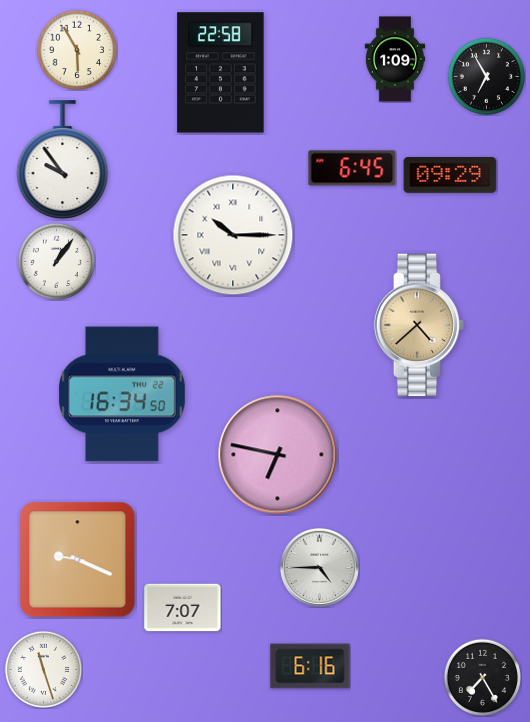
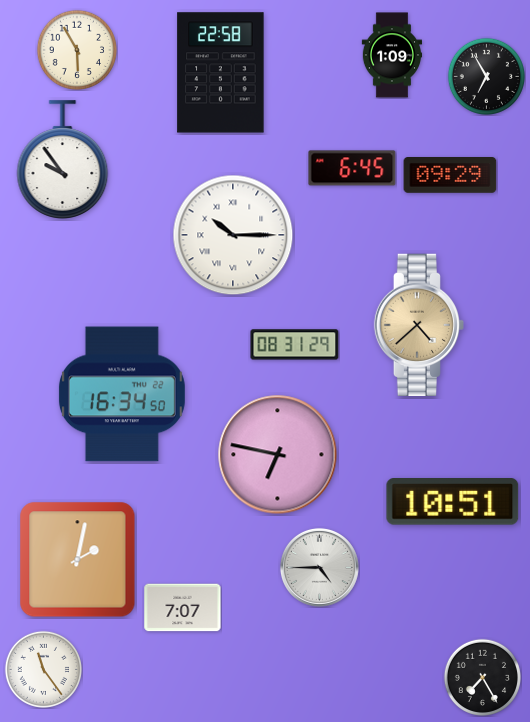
clock at (395, 59) position: (395, 59) -> (392, 55)
clock at (56, 261): 1:06 -> none
clock at (295, 345): none -> 08:31
clock at (453, 502): none -> 10:51
clock at (78, 560): 9:19 -> 2:02
clock at (310, 666): 6:16 -> none
clock at (43, 669): 11:27 -> 11:24
